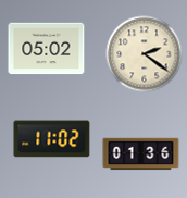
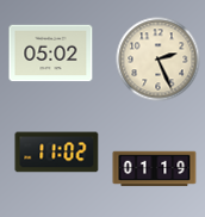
clock at (145, 54): 2:21 -> 2:26
clock at (141, 154): 01:36 -> 01:19
